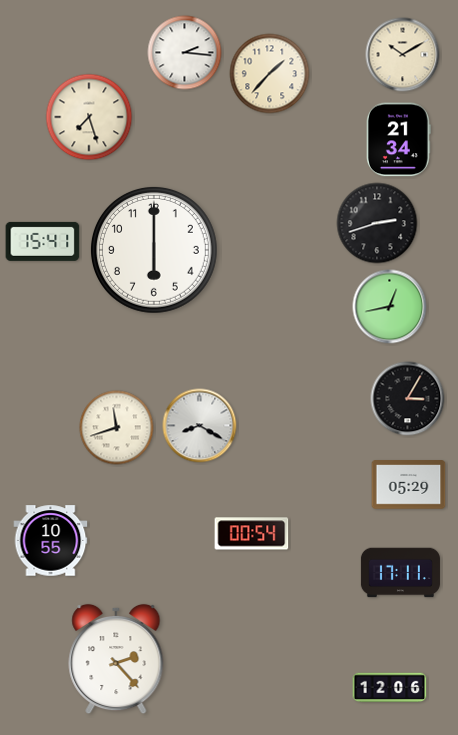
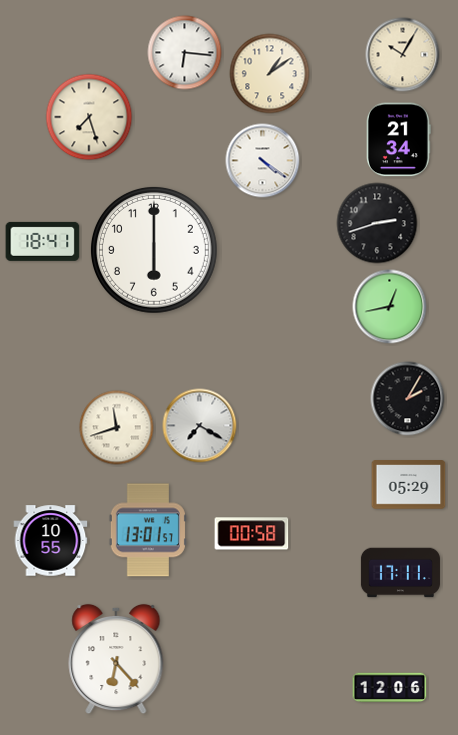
clock at (185, 53): 2:16 -> 6:16
clock at (403, 55): 10:10 -> 10:05
clock at (270, 74): 1:37 -> 1:09
clock at (263, 161): none -> 4:21
clock at (43, 241): 15:41 -> 18:41
clock at (408, 399): 3:05 -> 2:05
clock at (200, 426): 8:20 -> 7:20
clock at (148, 530): none -> 13:01
clock at (252, 534): 00:54 -> 00:58
clock at (116, 659): 2:23 -> 6:23
